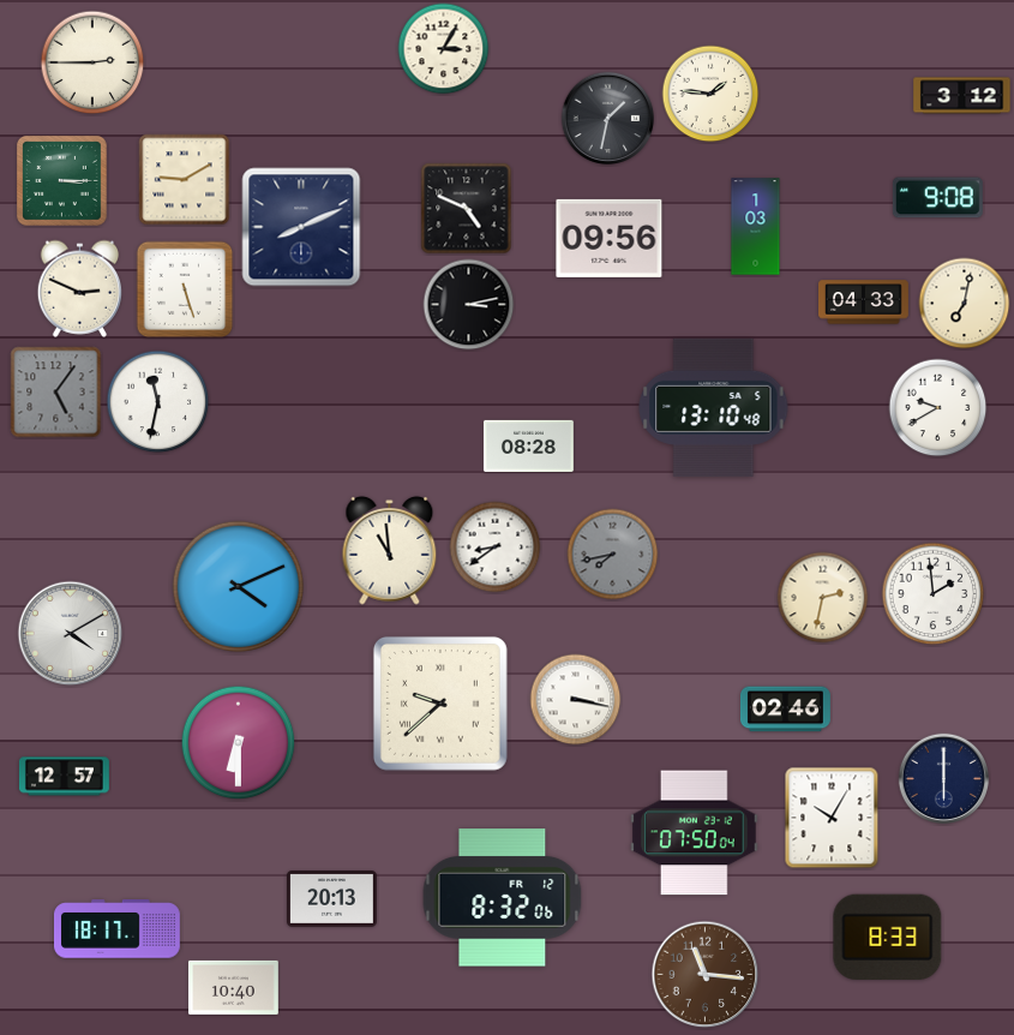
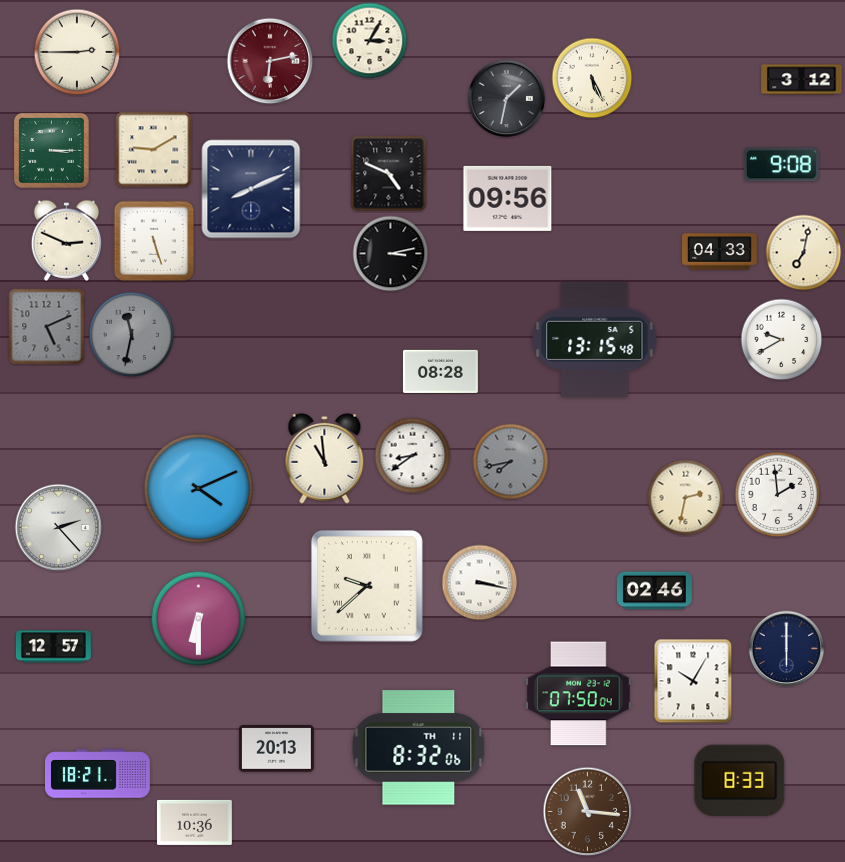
clock at (270, 61): none -> 6:13
clock at (710, 94): 1:46 -> 5:26
clock at (756, 227): 1:03 -> none
clock at (56, 393): 5:06 -> 5:11
clock at (158, 402) dial: white -> grey
clock at (714, 407): 13:10 -> 13:15
clock at (71, 634): 4:10 -> 2:23
clock at (503, 898) date: FR 12 -> TH 11
clock at (118, 929): 18:17 -> 18:21
clock at (233, 987): 10:40 -> 10:36
